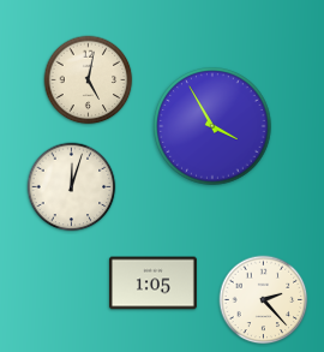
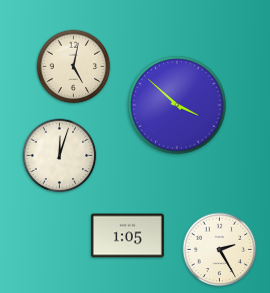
clock at (212, 126): 3:55 -> 3:52
clock at (264, 300): 2:23 -> 2:25
